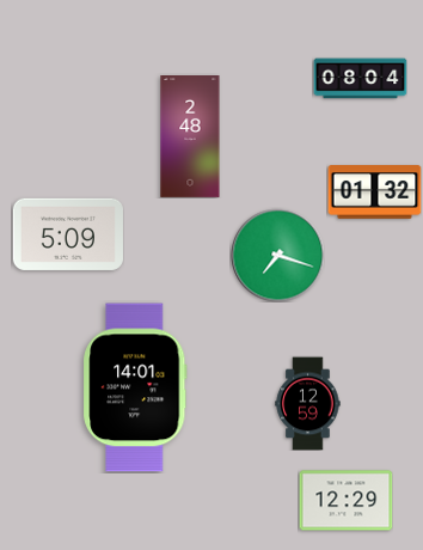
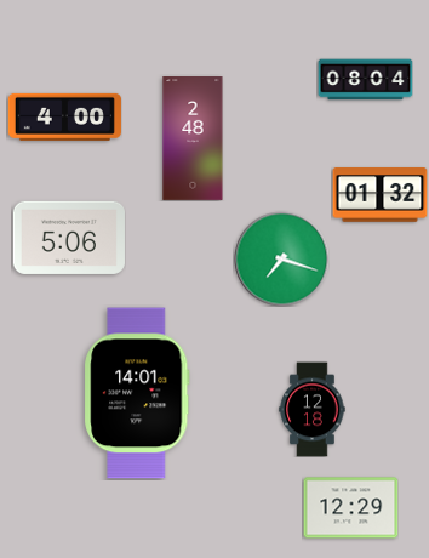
clock at (64, 116): none -> 4:00
clock at (68, 234): 5:09 -> 5:06
clock at (308, 403): 12:59 -> 12:18
